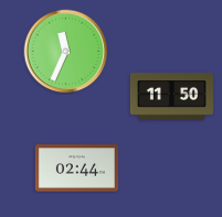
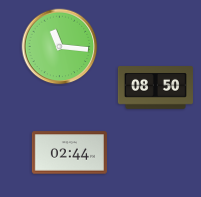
clock at (66, 52): 11:34 -> 11:16
clock at (171, 97): 11:50 -> 08:50
